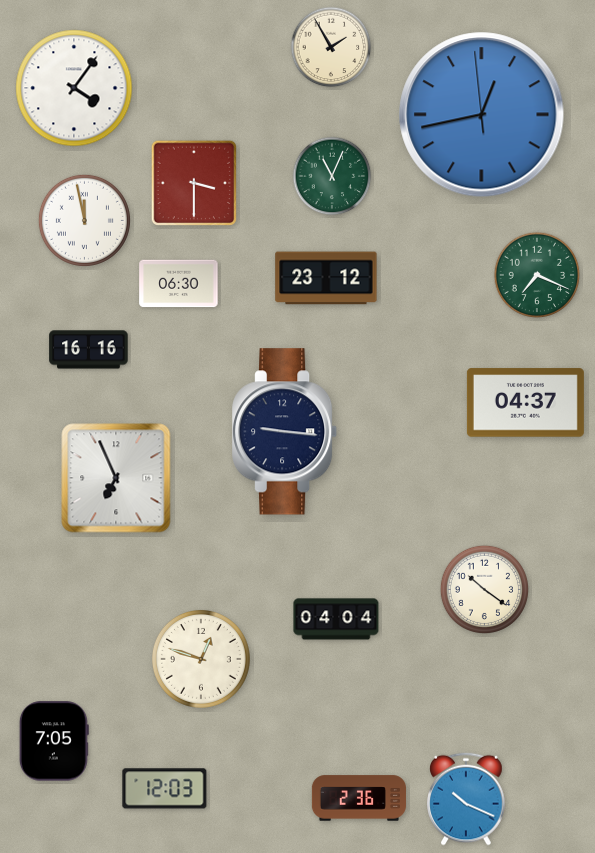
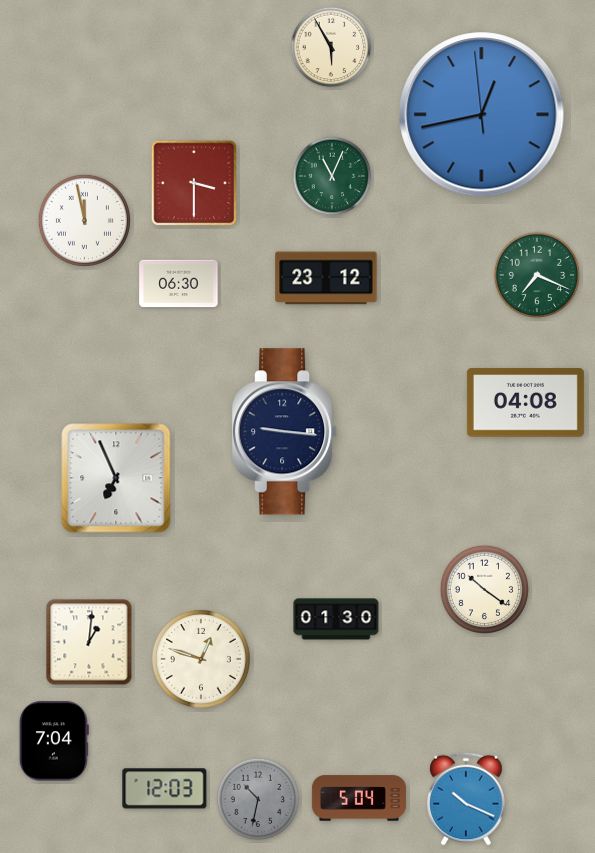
clock at (331, 47): 1:55 -> 5:55
clock at (74, 88): 4:06 -> none
clock at (89, 350): 16:16 -> none
clock at (525, 403): 04:37 -> 04:08
clock at (336, 619): 04:04 -> 01:30
clock at (89, 642): none -> 1:01
clock at (54, 741): 7:05 -> 7:04
clock at (359, 798): 2:36 -> 5:04
clock at (258, 799): none -> 10:32
